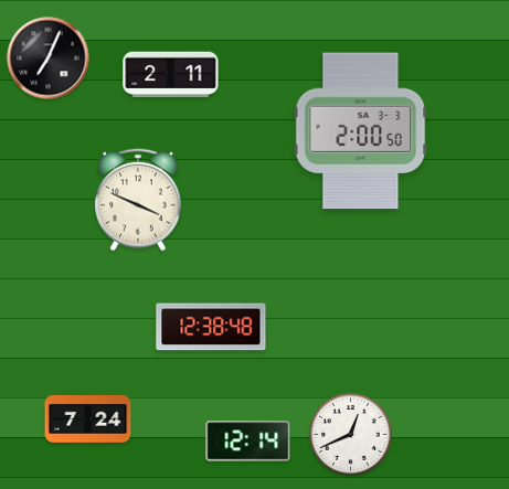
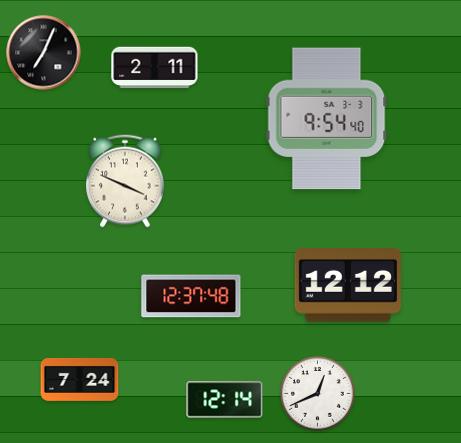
clock at (361, 131): 2:00 -> 9:54
clock at (348, 285): none -> 12:12
clock at (211, 327): 12:38 -> 12:37
